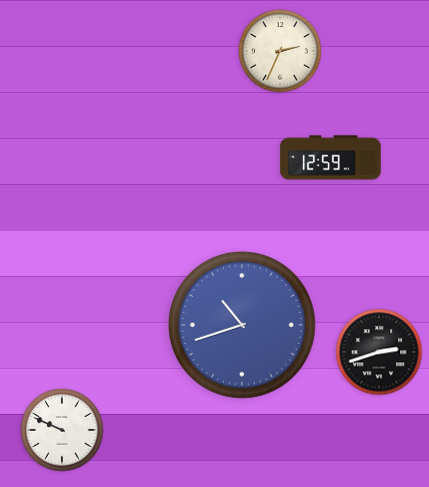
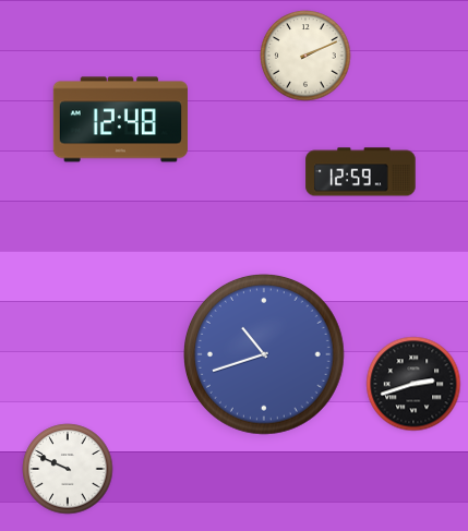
clock at (280, 51): 2:34 -> 2:11
clock at (120, 120): none -> 12:48
